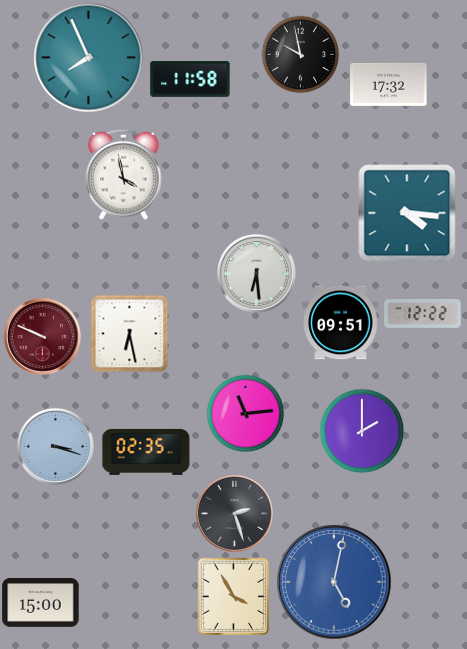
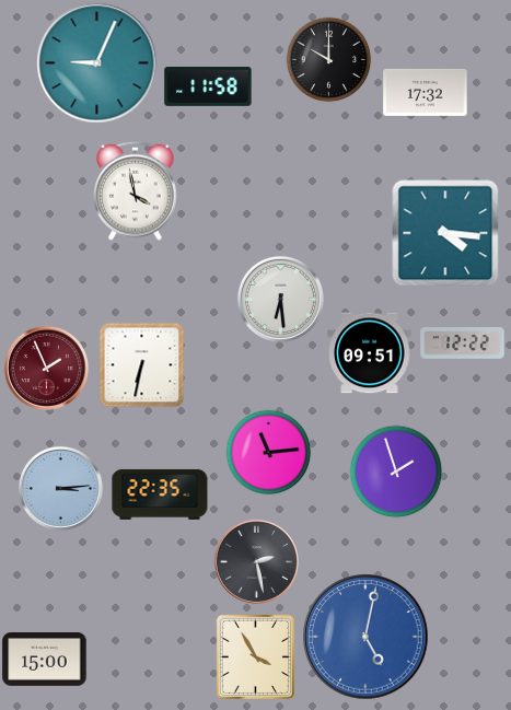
clock at (300, 54): 9:58 -> 10:00
clock at (89, 58): 7:56 -> 9:04
clock at (341, 323) position: (341, 323) -> (370, 353)
clock at (129, 333): 6:28 -> 6:32
clock at (42, 336): 9:49 -> 1:56
clock at (362, 431): 2:00 -> 1:57
clock at (55, 446): 3:18 -> 3:14
clock at (146, 452): 02:35 -> 22:35
clock at (234, 513): 2:27 -> 2:28
clock at (233, 596) position: (233, 596) -> (255, 656)
